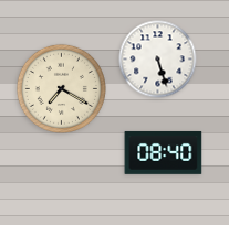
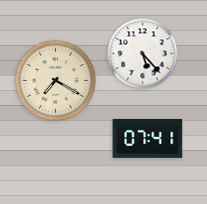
clock at (158, 60): 5:27 -> 5:23
clock at (164, 152): 08:40 -> 07:41
